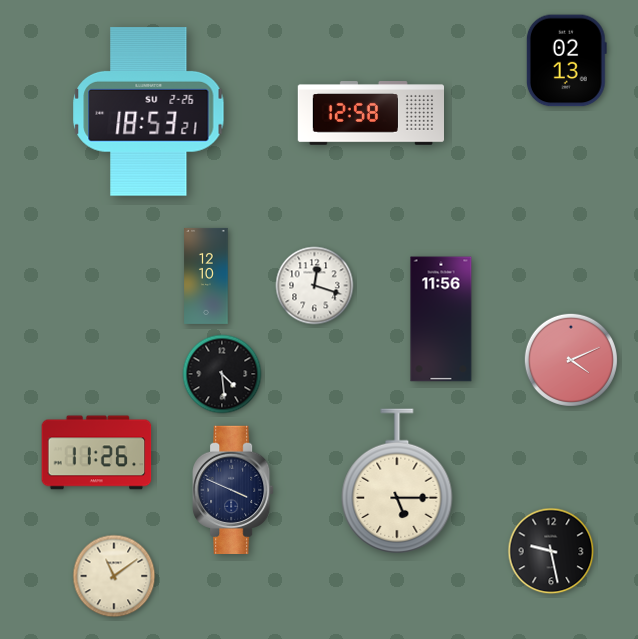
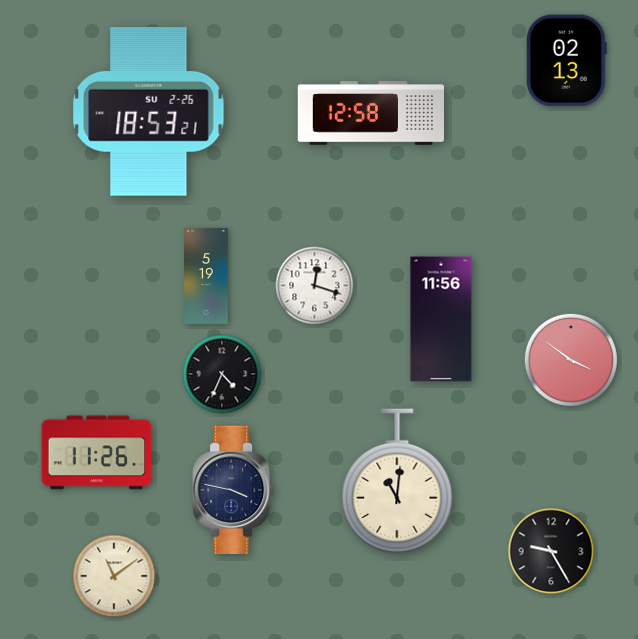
clock at (206, 276): 12:10 -> 5:19
clock at (571, 360): 4:11 -> 3:51
clock at (222, 374): 4:29 -> 4:34
clock at (397, 482): 5:15 -> 11:01
clock at (233, 489): 3:49 -> 3:47
clock at (551, 551): 9:28 -> 9:25
